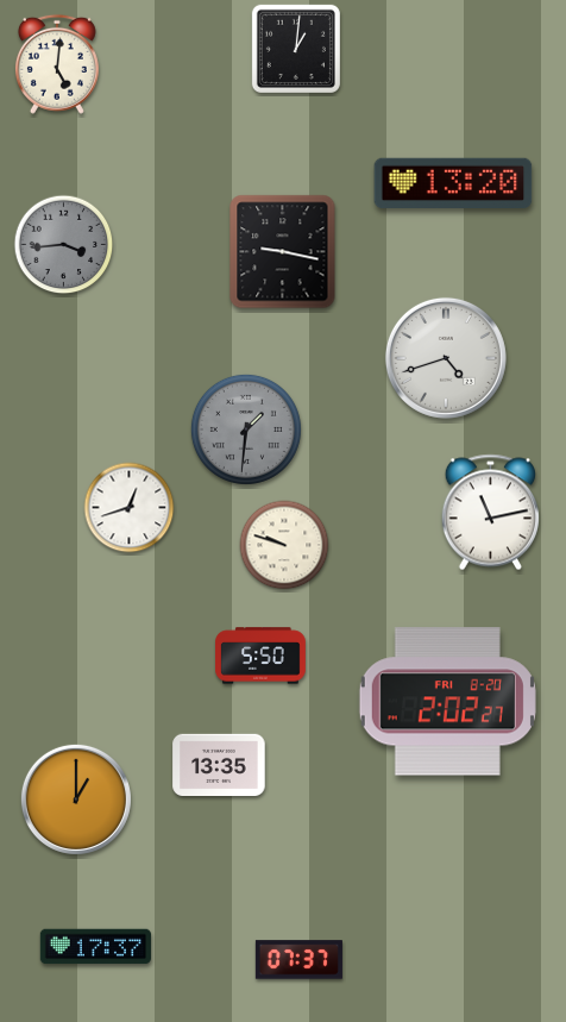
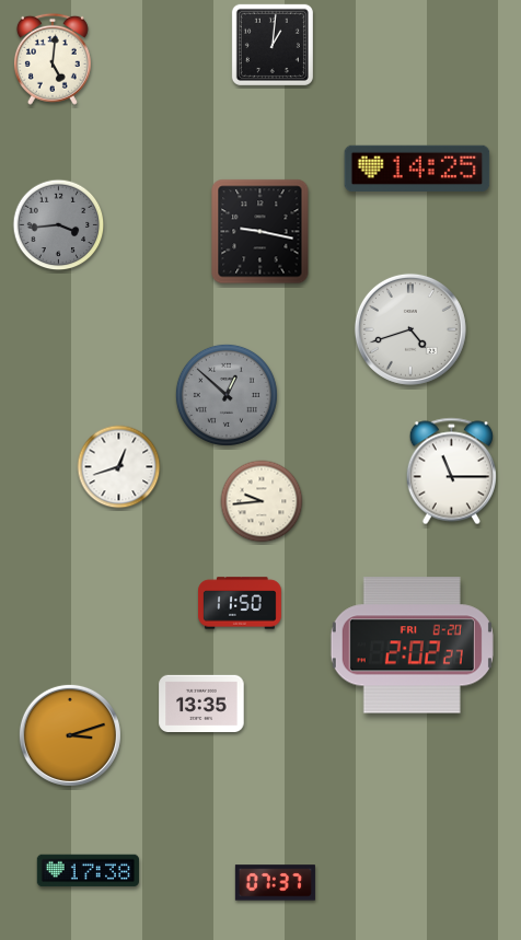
clock at (453, 182): 13:20 -> 14:25
clock at (246, 430): 1:31 -> 12:52
clock at (490, 513): 11:13 -> 11:15
clock at (284, 545): 9:48 -> 9:44
clock at (260, 656): 5:50 -> 11:50
clock at (76, 800): 1:00 -> 3:12
clock at (95, 947): 17:37 -> 17:38
